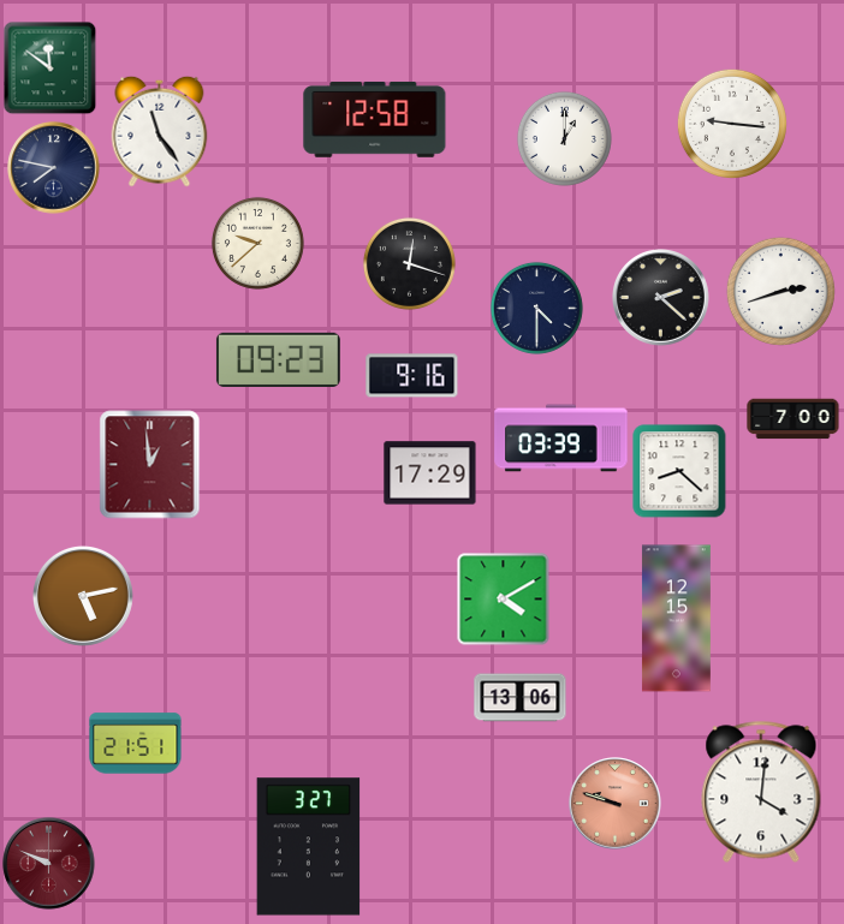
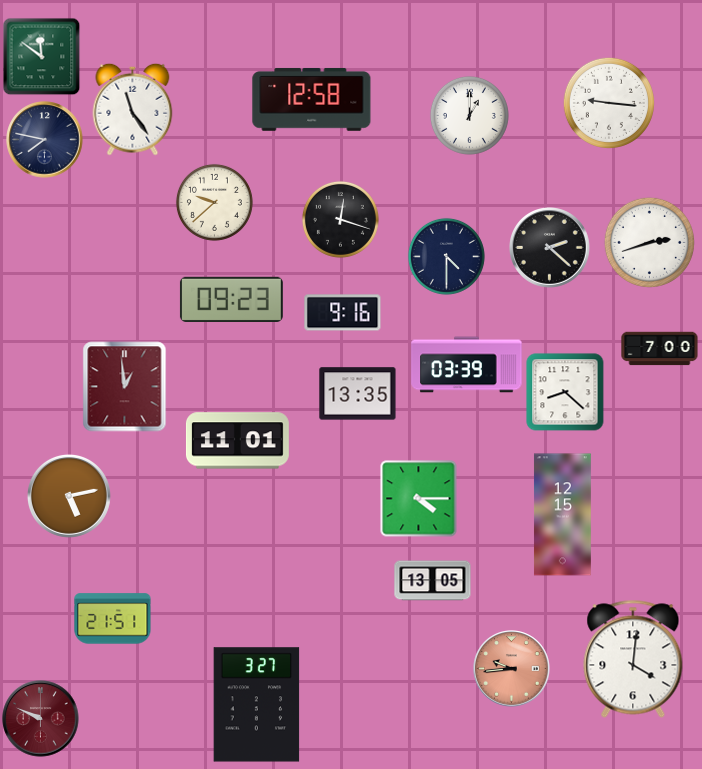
clock at (430, 473): 17:29 -> 13:35
clock at (237, 441): none -> 11:01
clock at (504, 600): 4:10 -> 4:15
clock at (521, 698): 13:06 -> 13:05
clock at (616, 804): 9:48 -> 9:44
